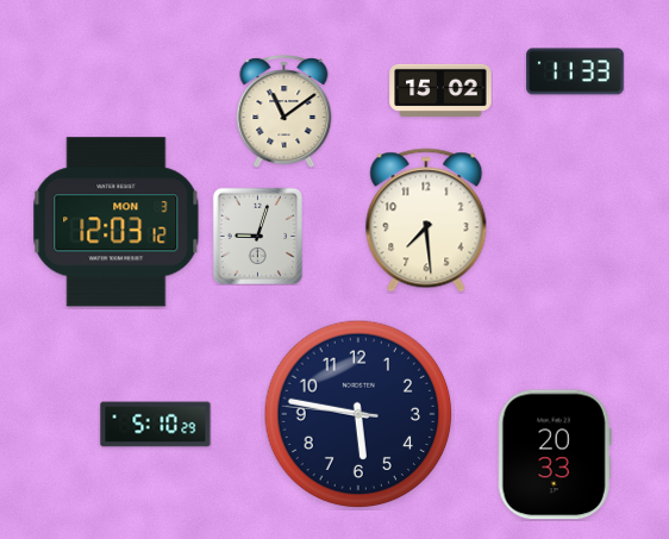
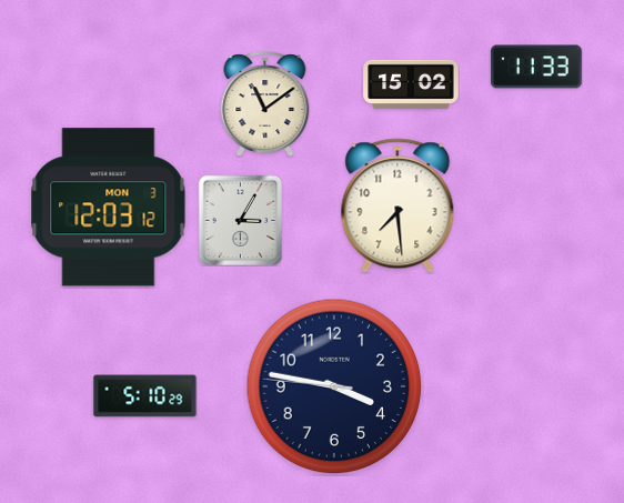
clock at (258, 236): 9:03 -> 3:05
clock at (358, 414): 5:46 -> 3:46
clock at (555, 455): 20:33 -> none
